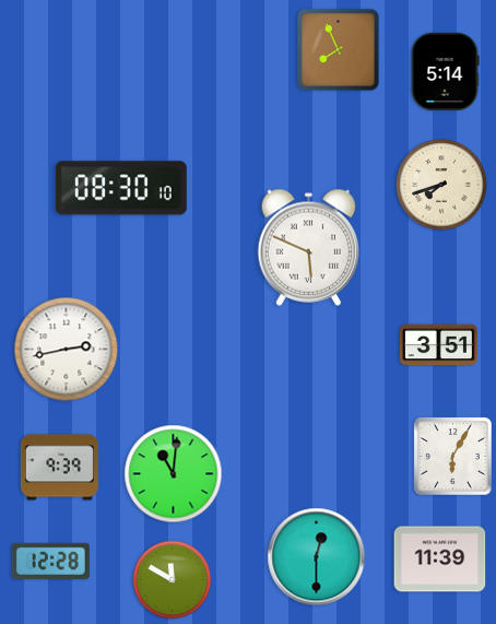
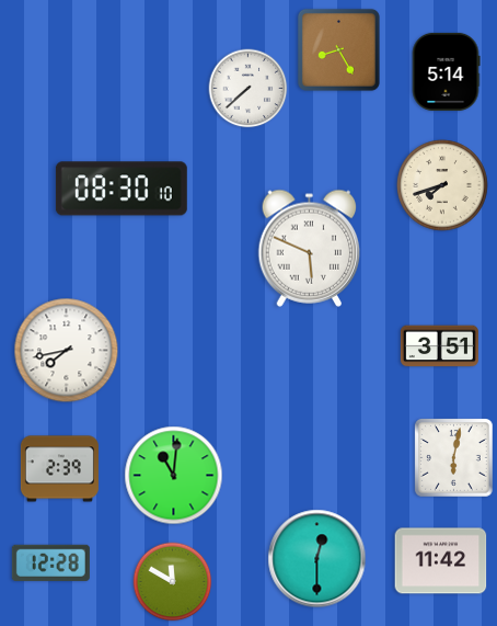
clock at (338, 49): 7:56 -> 8:25
clock at (248, 89): none -> 7:38
clock at (67, 350): 2:43 -> 7:43
clock at (453, 457): 6:05 -> 6:02
clock at (59, 468): 9:39 -> 2:39
clock at (440, 560): 11:39 -> 11:42
